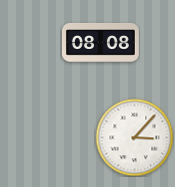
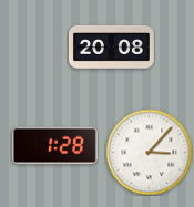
clock at (100, 42): 08:08 -> 20:08
clock at (54, 146): none -> 1:28
